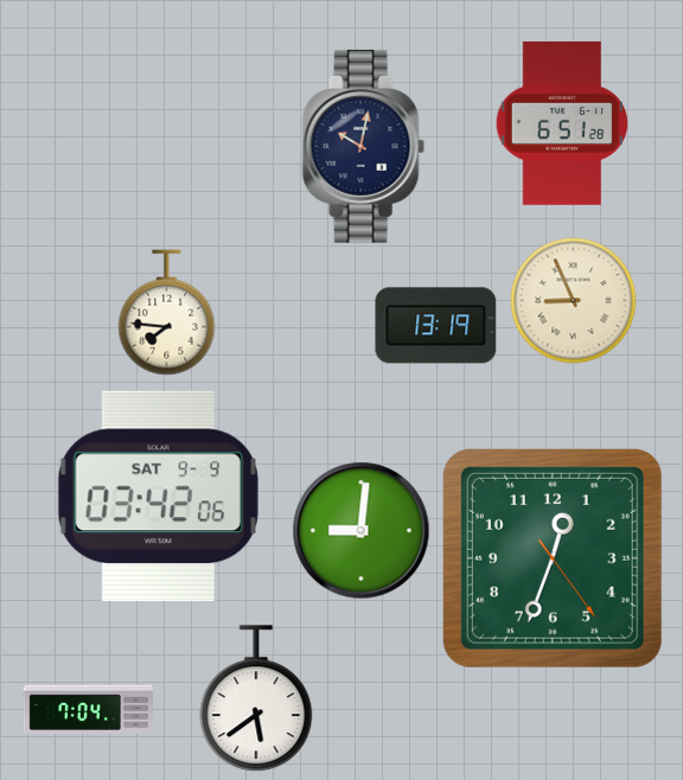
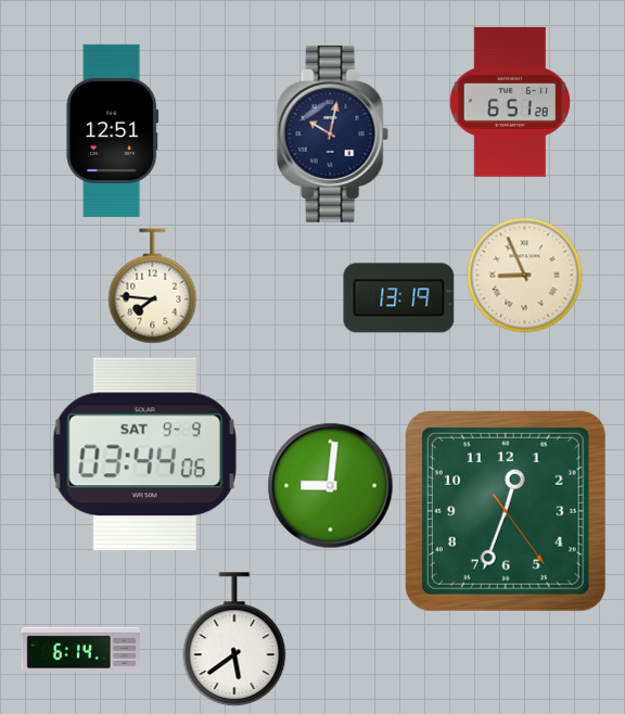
clock at (562, 123) position: (562, 123) -> (510, 102)
clock at (113, 130): none -> 12:51
clock at (158, 497): 03:42 -> 03:44
clock at (88, 709): 7:04 -> 6:14
